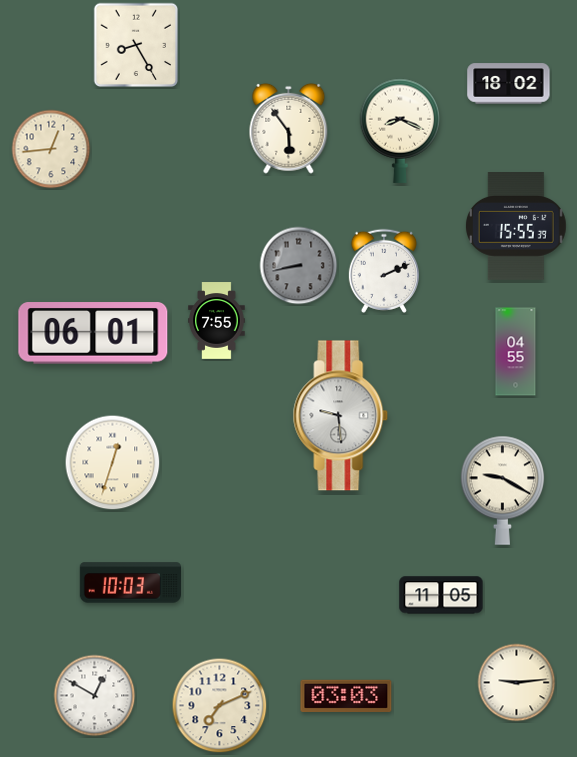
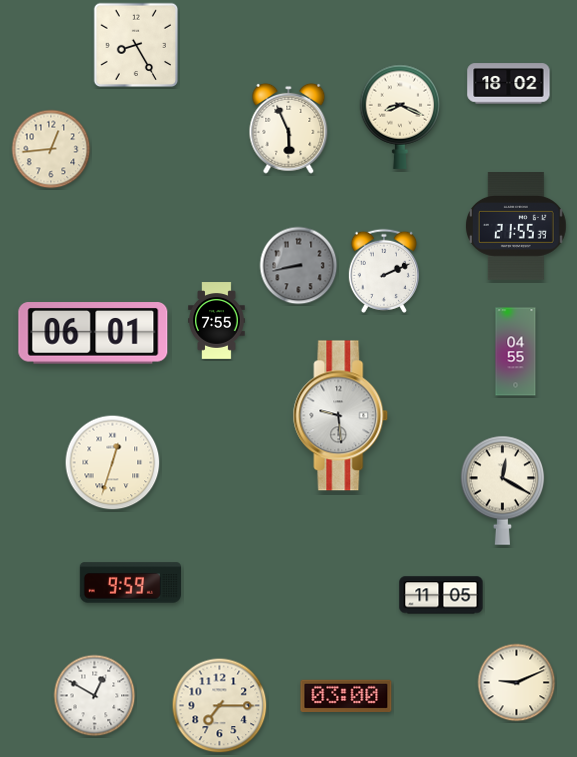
clock at (289, 128): 5:54 -> 5:56
clock at (400, 131) position: (400, 131) -> (400, 117)
clock at (516, 227): 15:55 -> 21:55
clock at (503, 490): 9:20 -> 12:20
clock at (130, 583): 10:03 -> 9:59
clock at (517, 683): 9:14 -> 9:11
clock at (346, 695): 03:03 -> 03:00
clock at (220, 706): 7:11 -> 7:15
